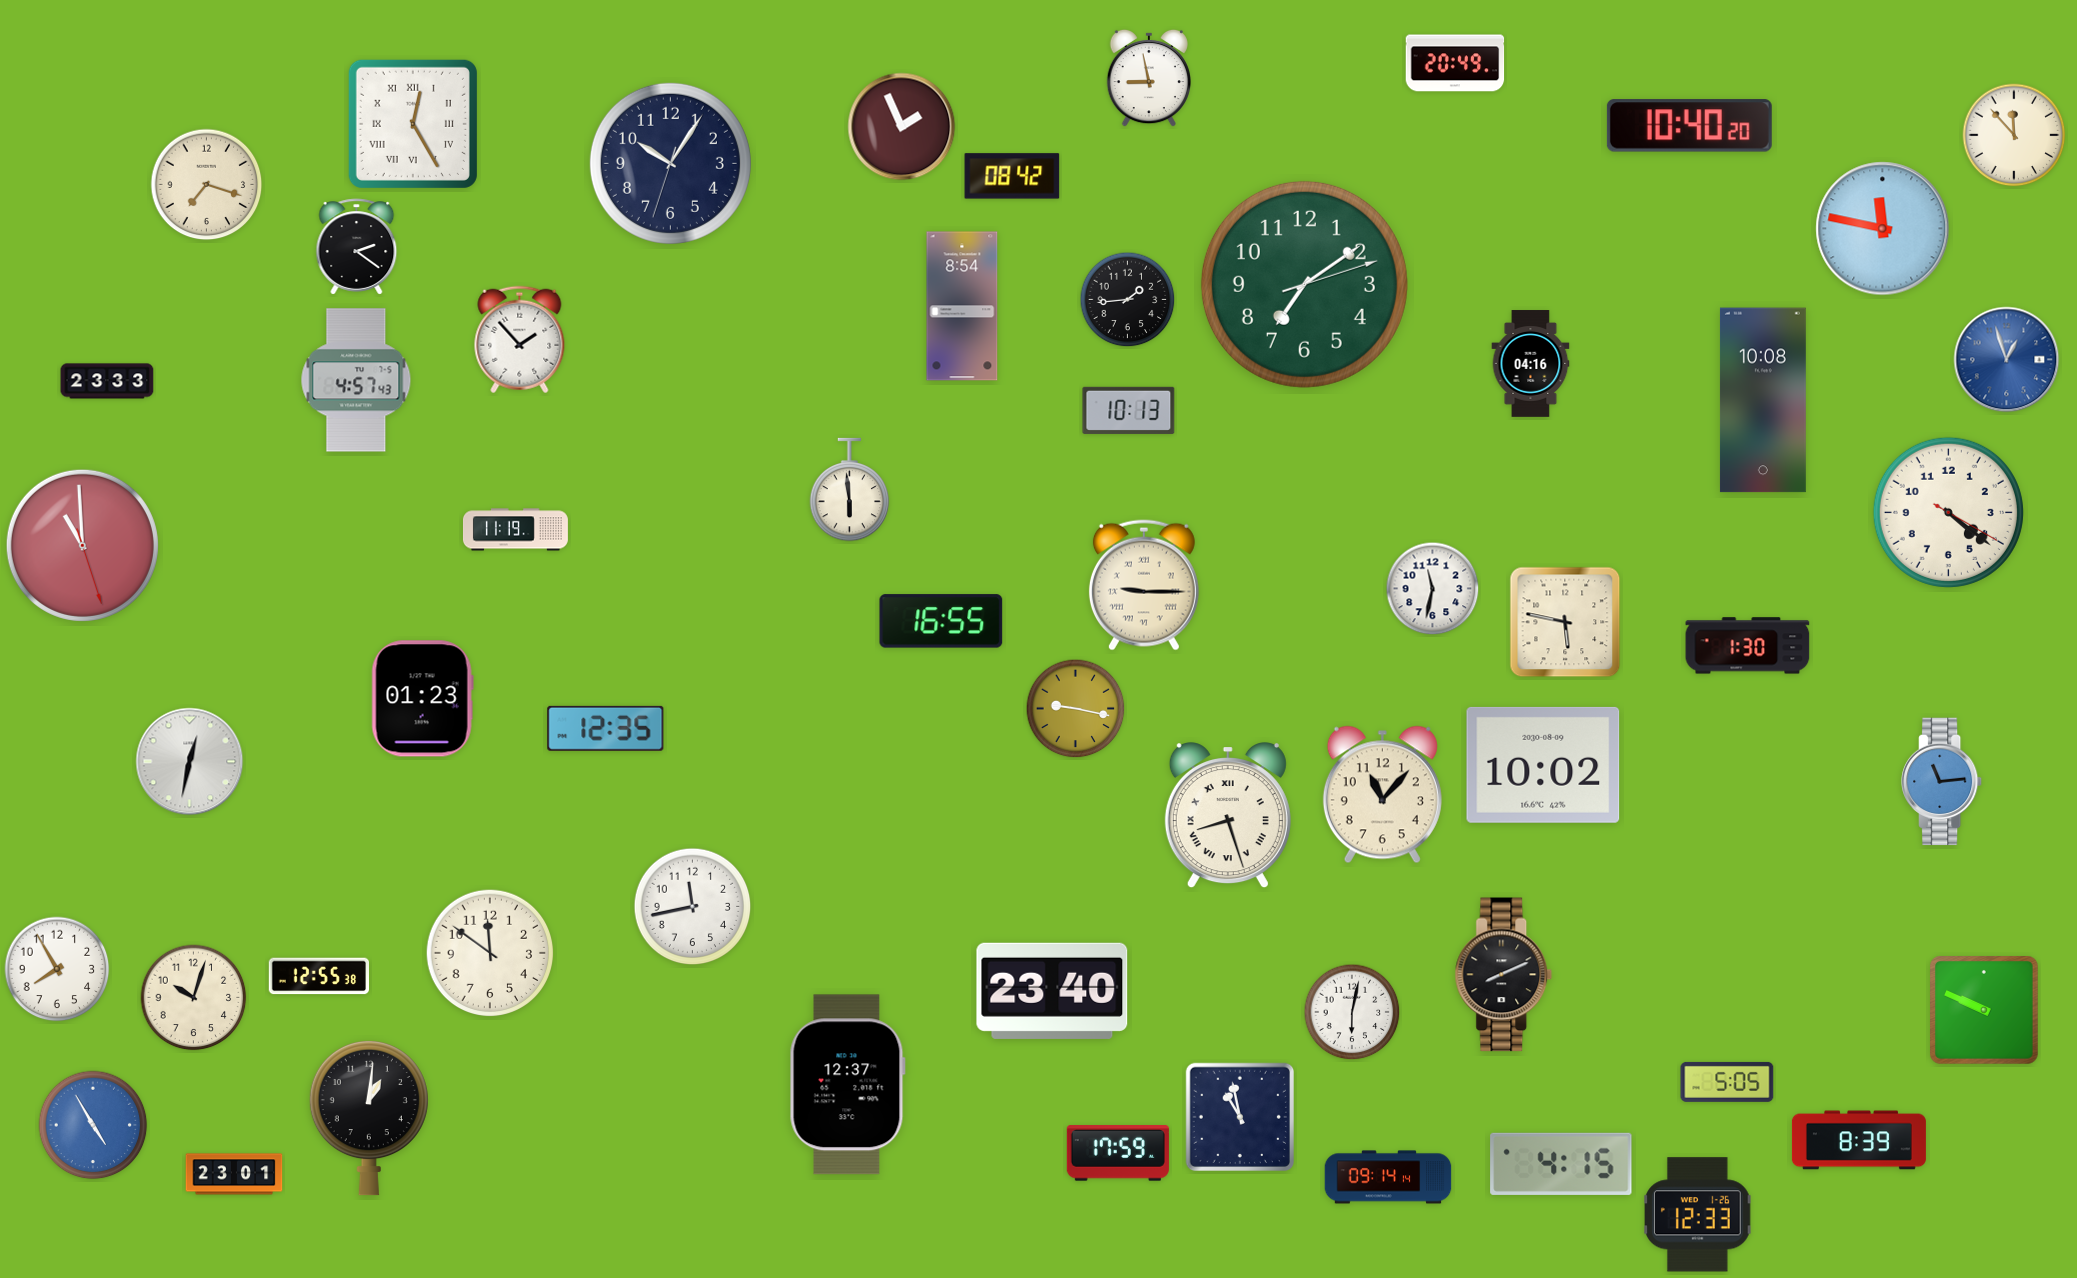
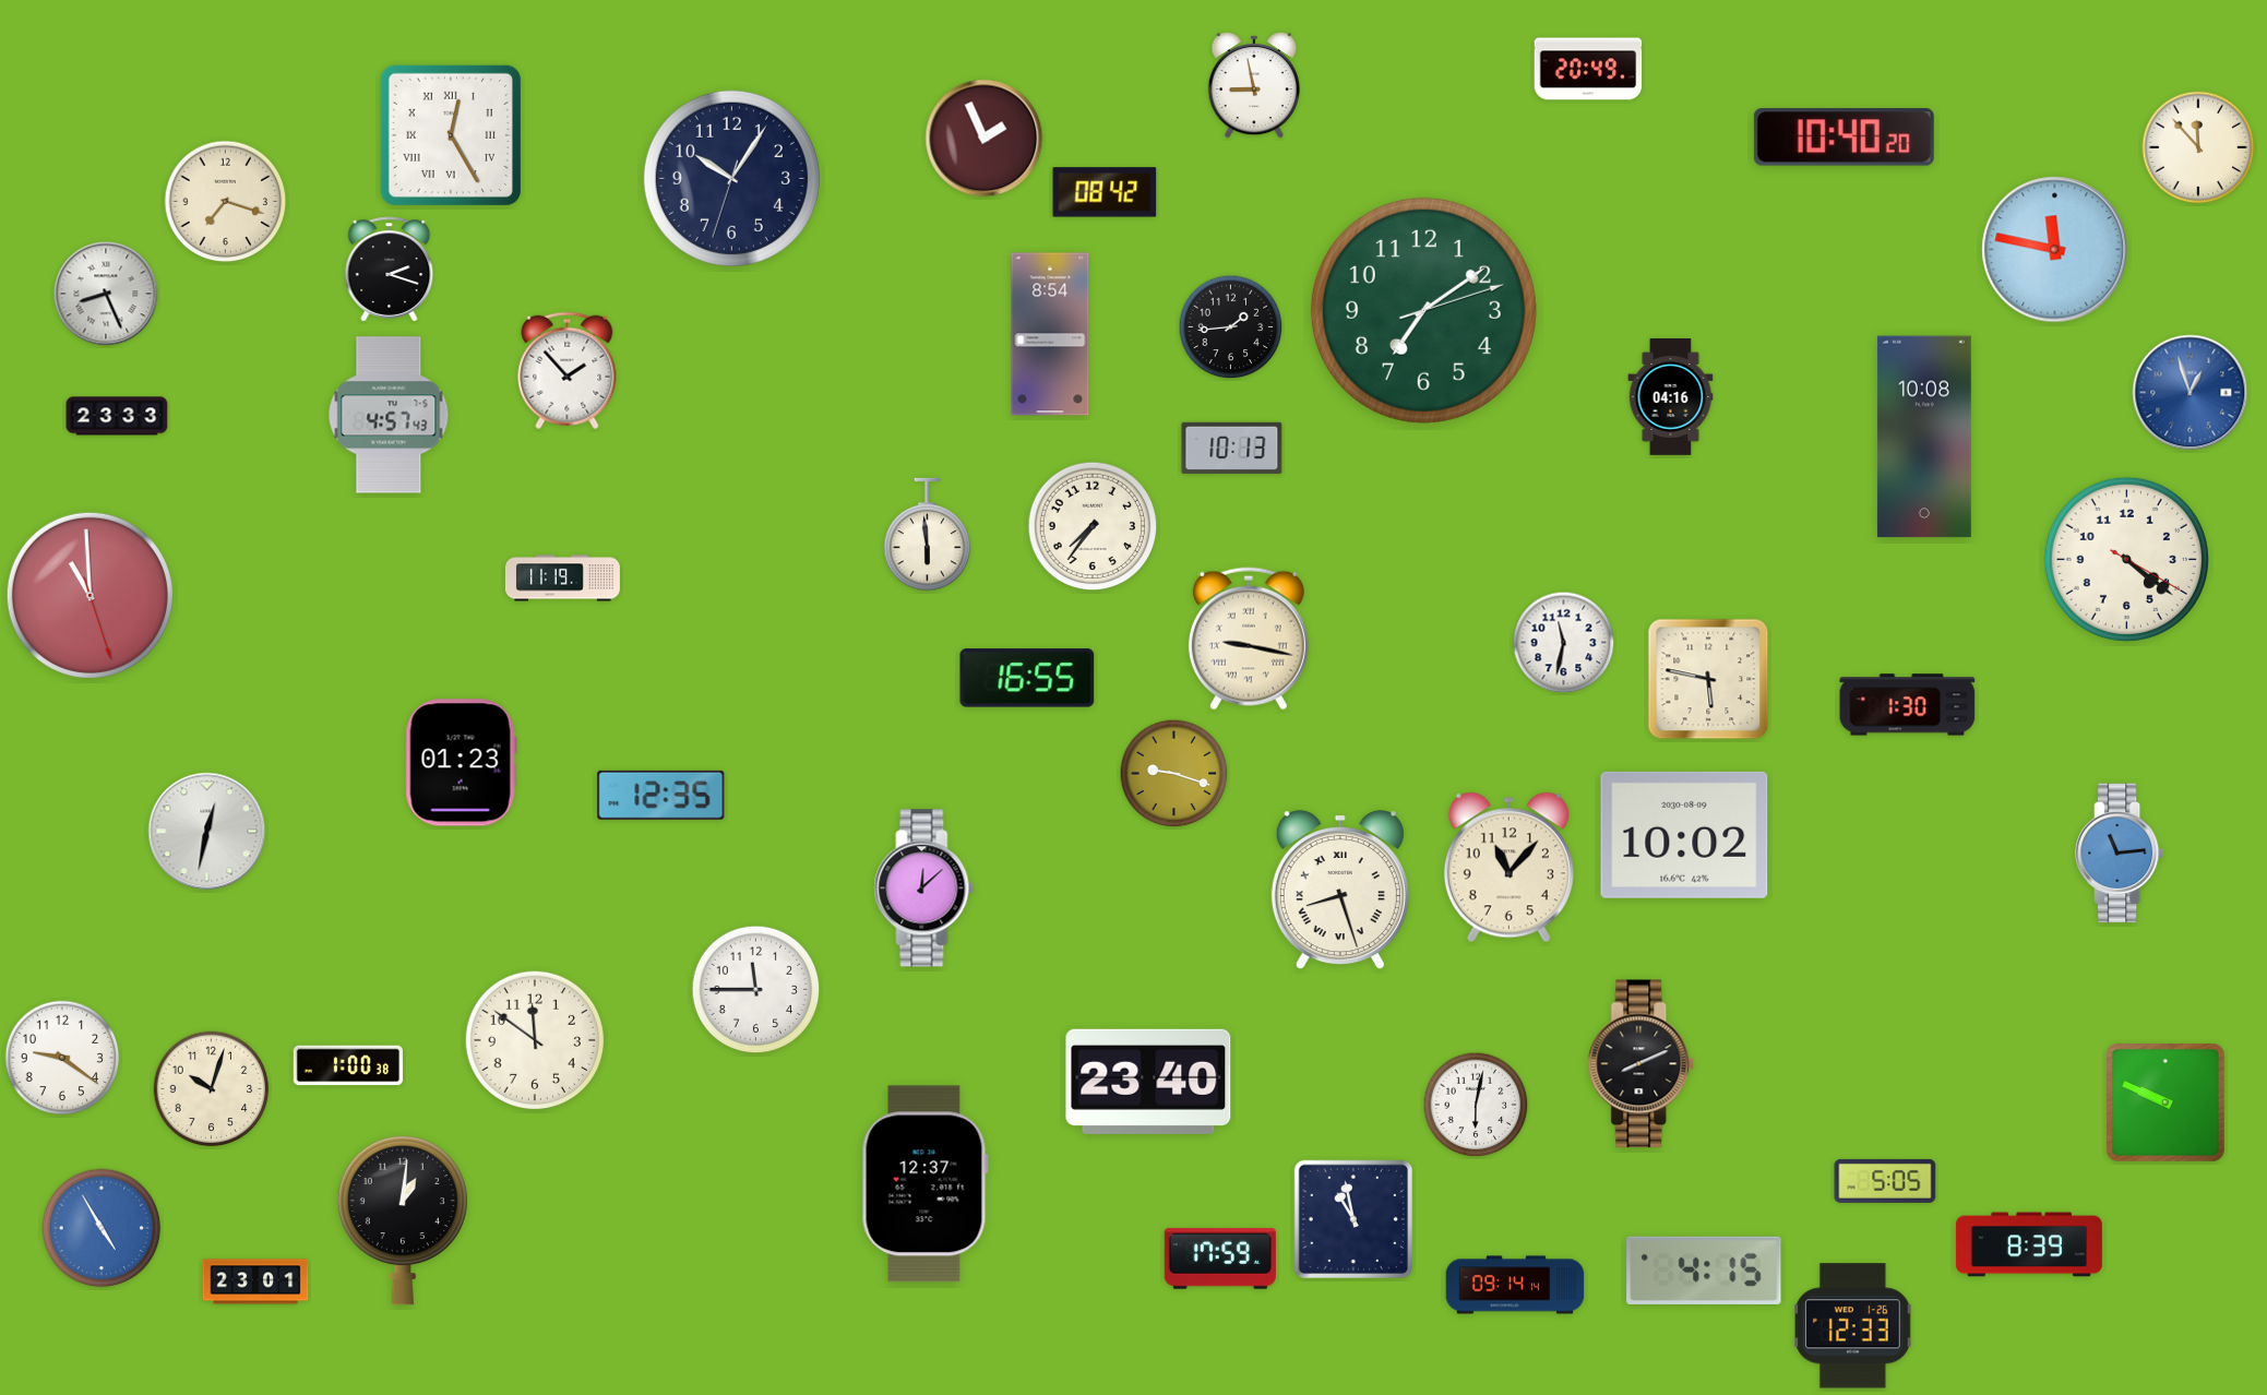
clock at (357, 247): 2:21 -> 2:18
clock at (106, 294): none -> 8:26
clock at (1093, 526): none -> 7:36
clock at (1144, 585): 9:15 -> 9:17
clock at (1076, 709): 9:17 -> 9:18
clock at (924, 889): none -> 12:08
clock at (693, 907): 11:43 -> 11:45
clock at (57, 969): 7:55 -> 9:21
clock at (318, 976): 12:55 -> 1:00
